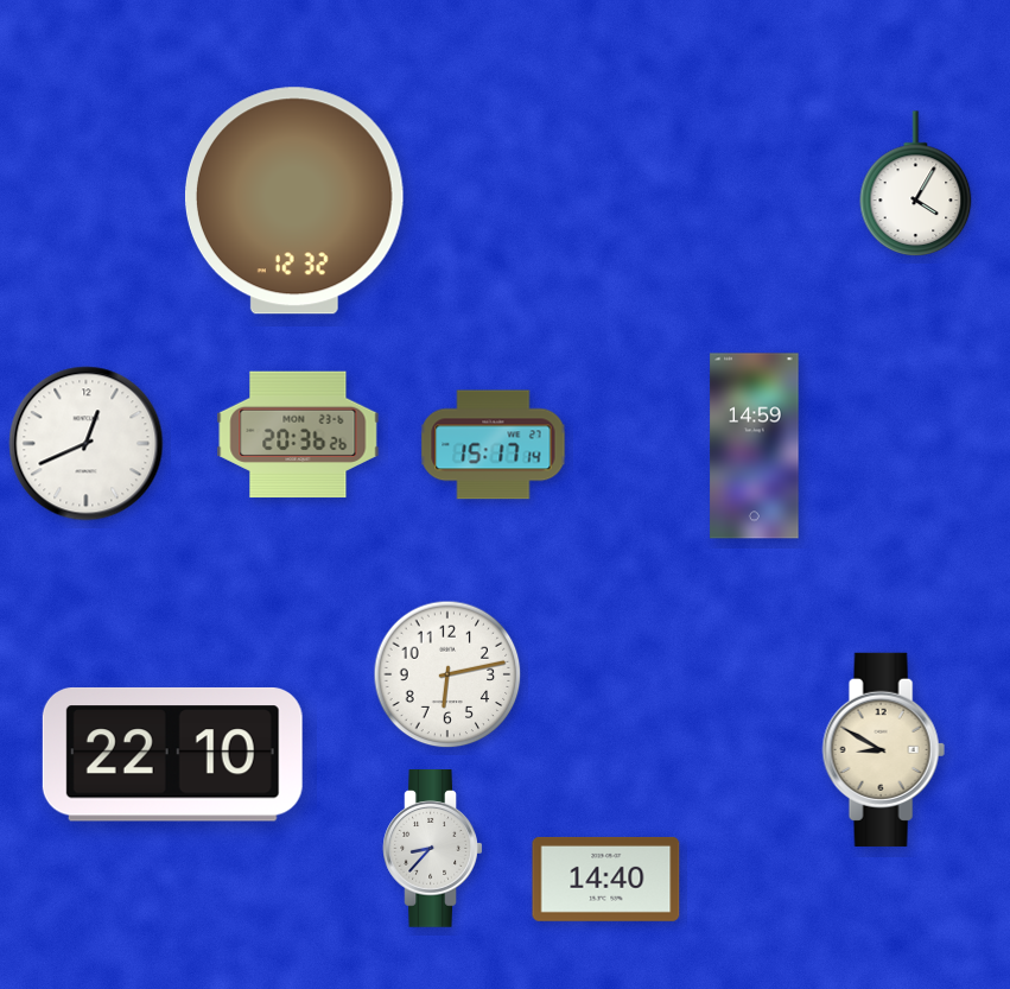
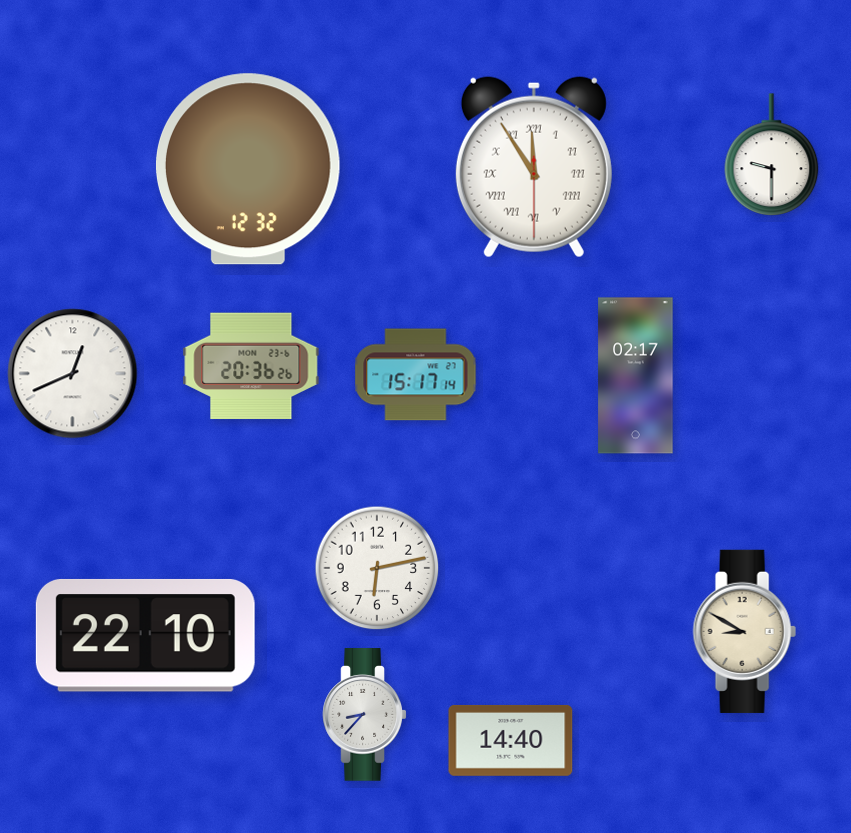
clock at (916, 184): 4:05 -> 9:30
clock at (534, 167): none -> 11:54
clock at (755, 446): 14:59 -> 02:17
